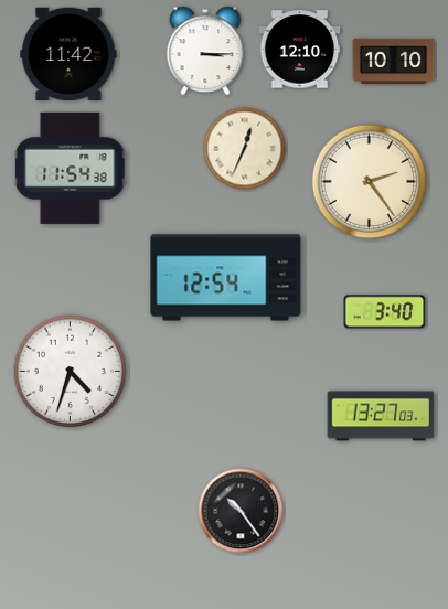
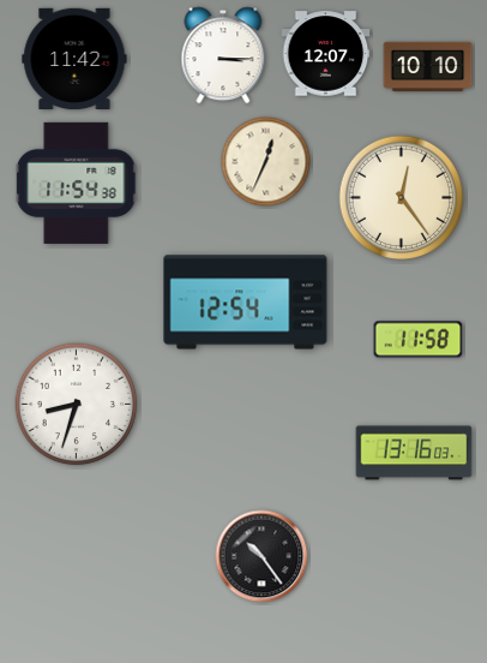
clock at (300, 50): 12:10 -> 12:07
clock at (370, 182): 2:24 -> 12:24
clock at (385, 312): 3:40 -> 11:58
clock at (71, 372): 4:33 -> 8:33
clock at (381, 416): 13:27 -> 13:16
